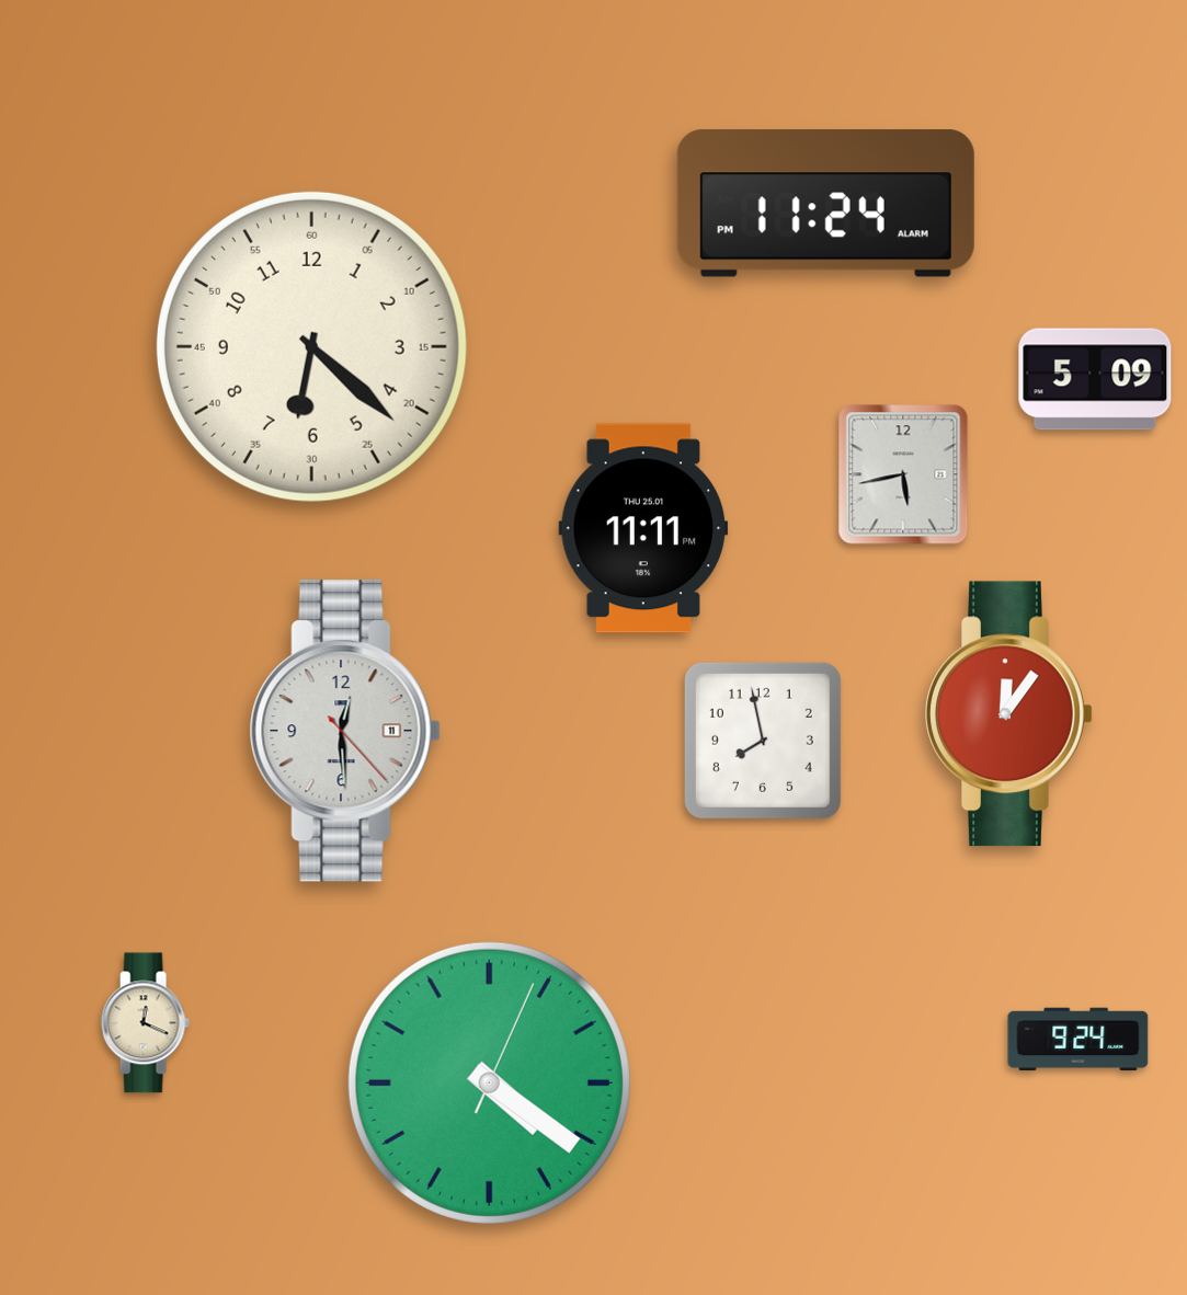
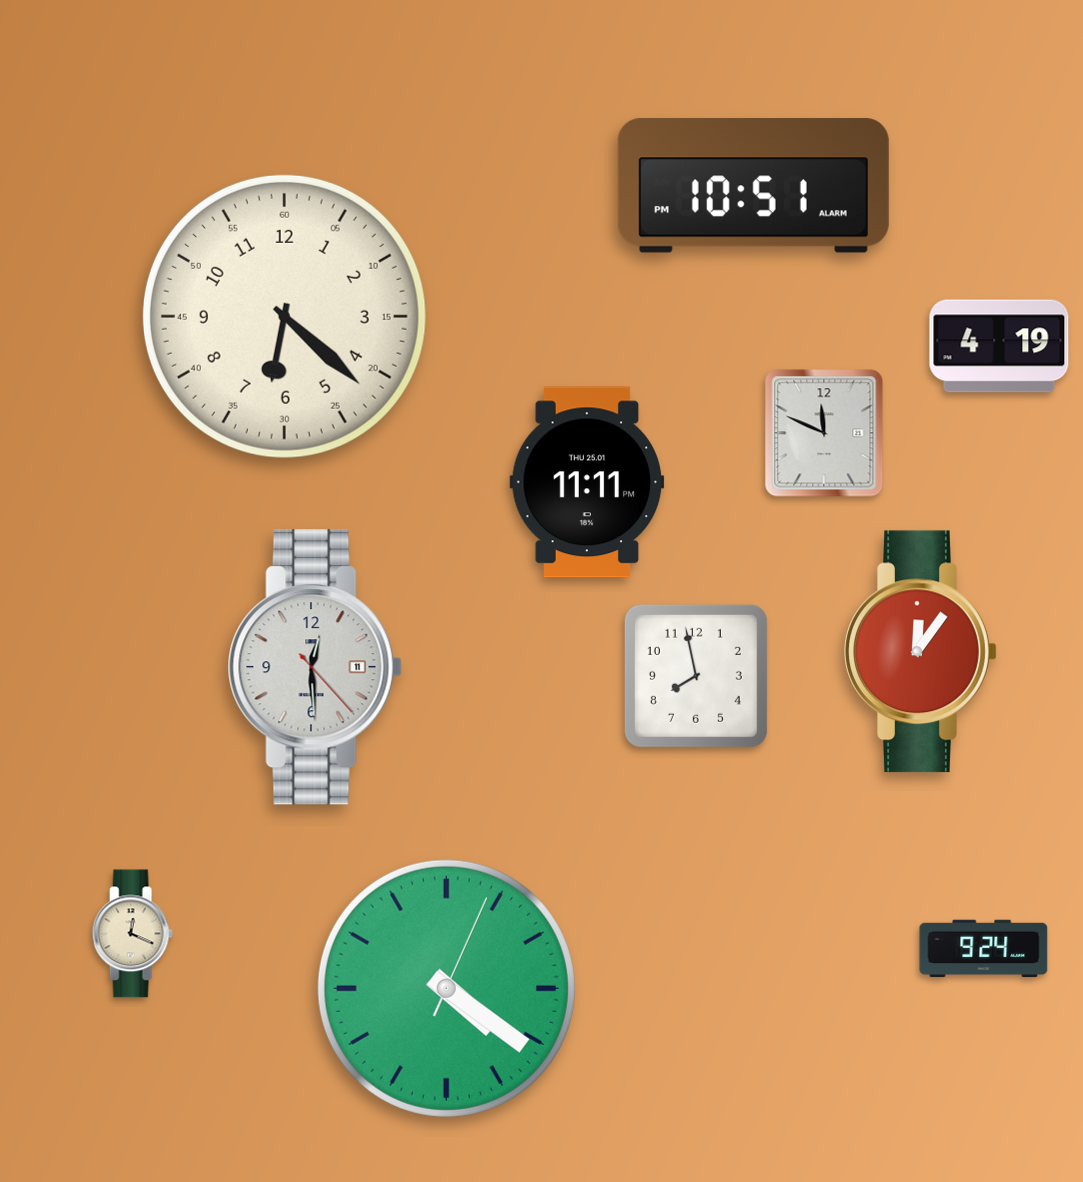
clock at (825, 204): 11:24 -> 10:51
clock at (1095, 379): 5:09 -> 4:19
clock at (903, 474): 5:43 -> 11:49
